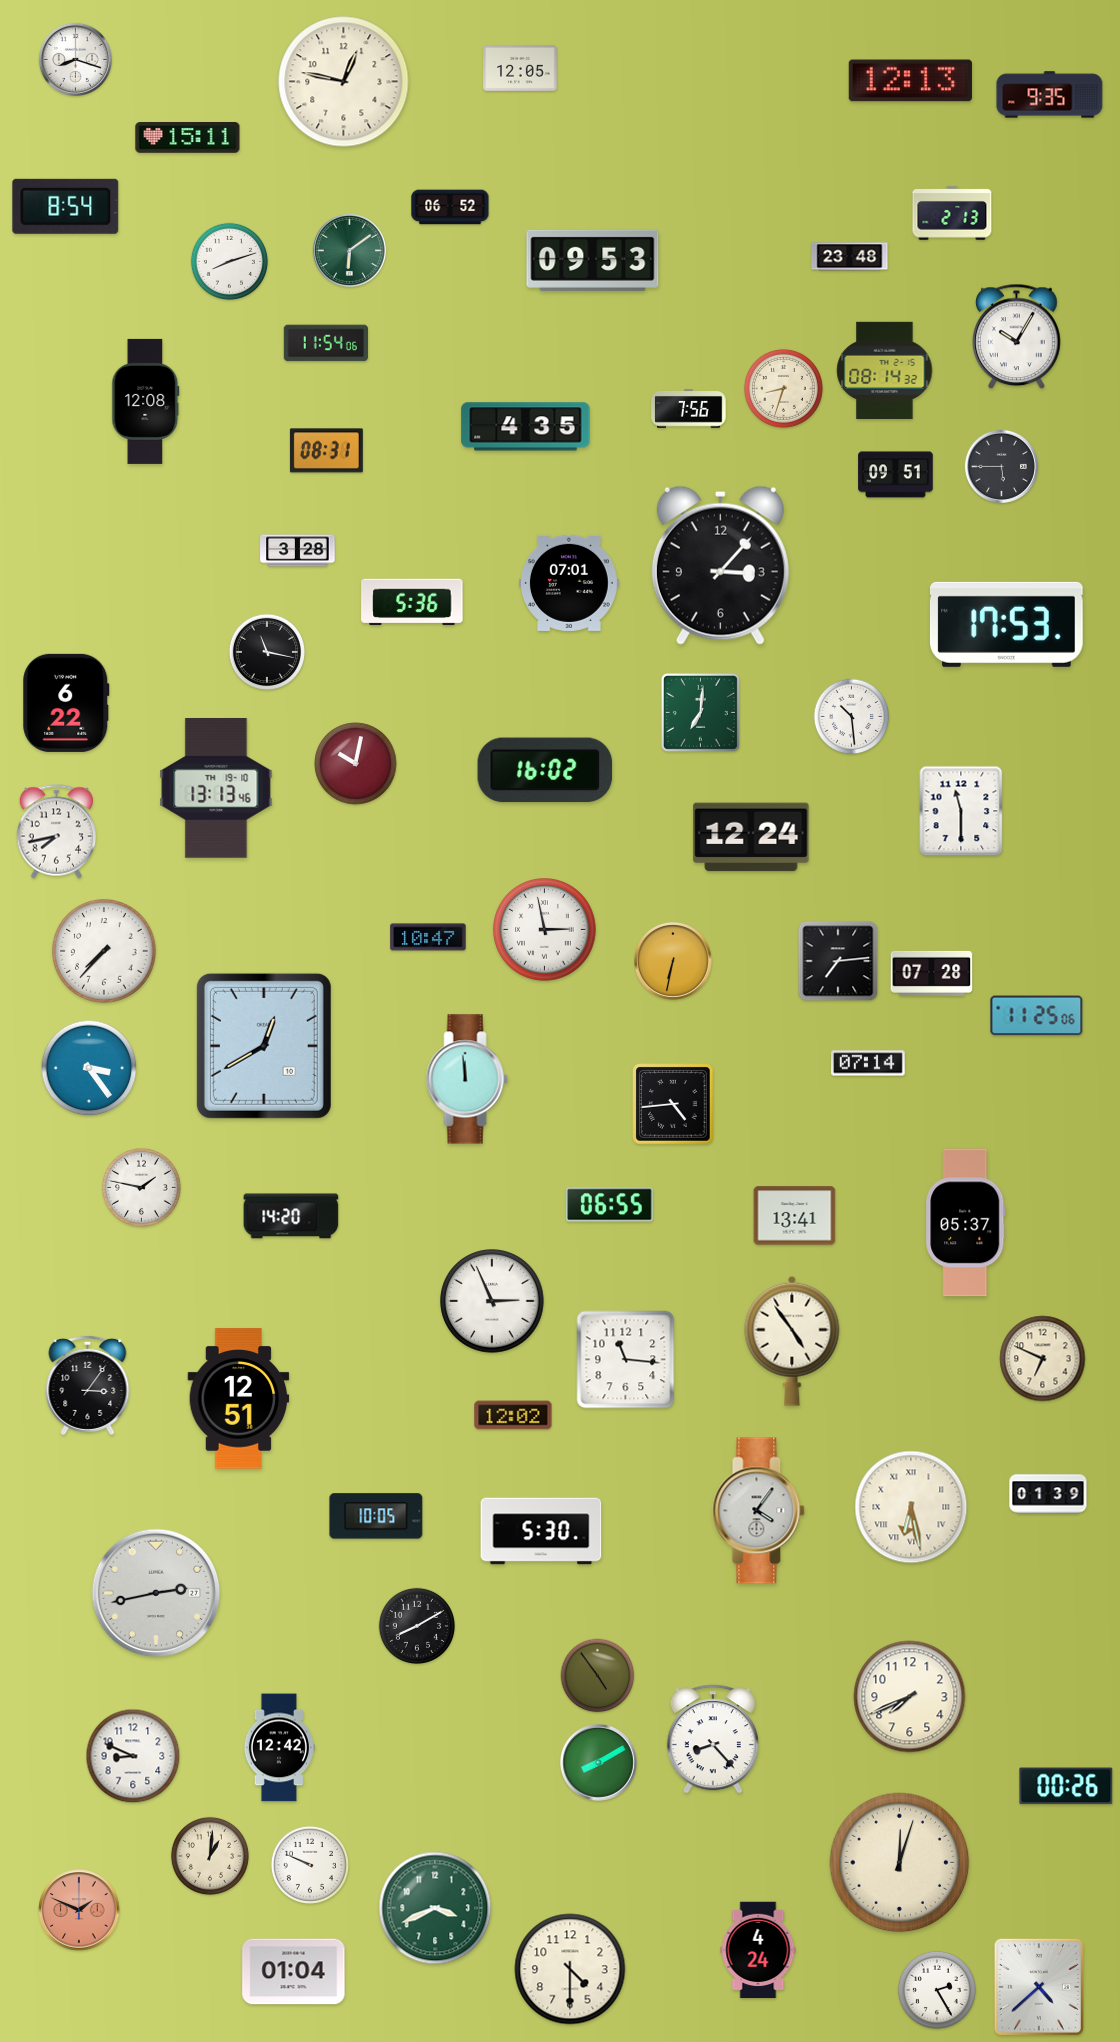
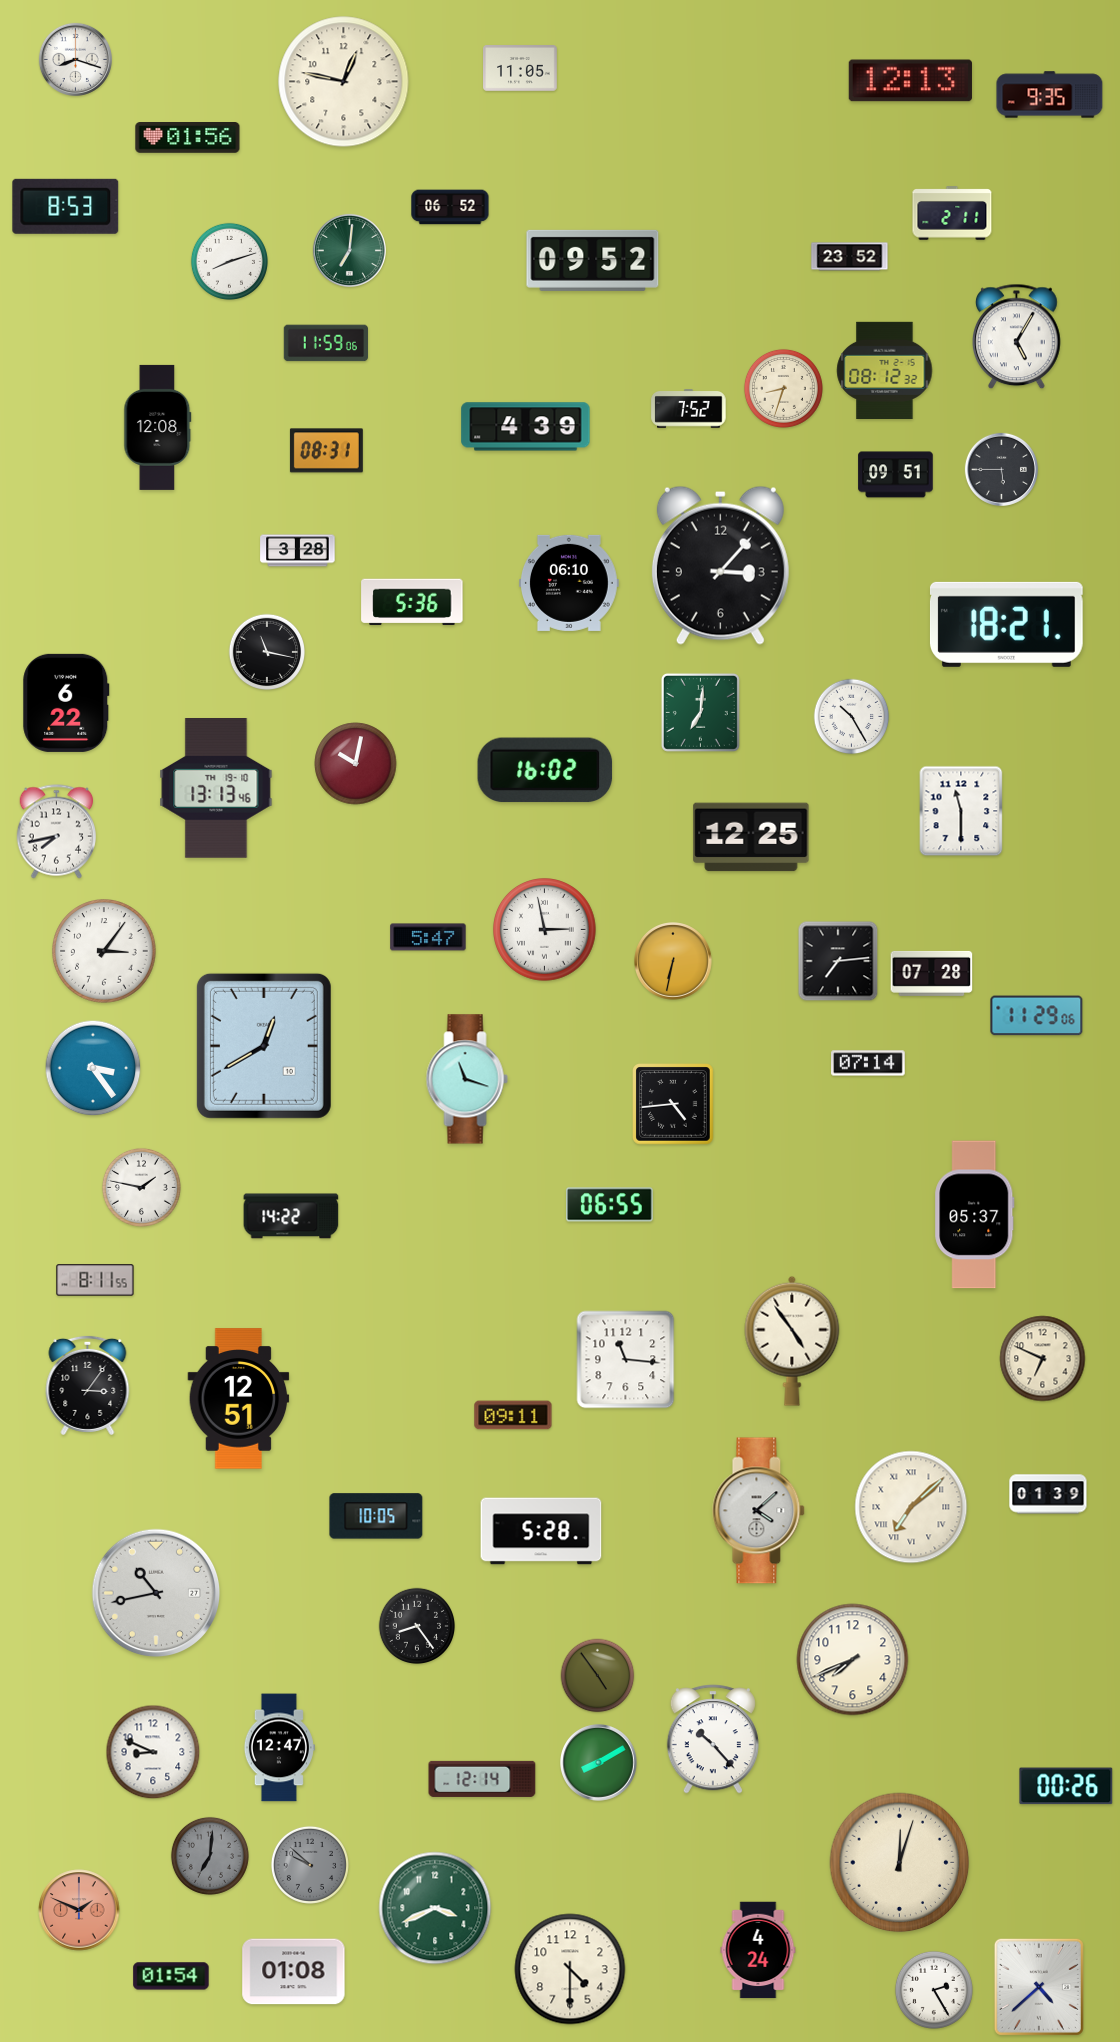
clock at (520, 68): 12:05 -> 11:05
clock at (188, 138): 15:11 -> 01:56
clock at (66, 206): 8:54 -> 8:53
clock at (952, 213): 2:13 -> 2:11
clock at (349, 250): 6:09 -> 7:01
clock at (850, 257): 23:48 -> 23:52
clock at (593, 260): 09:53 -> 09:52
clock at (1017, 337): 10:05 -> 5:05
clock at (326, 343): 11:54 -> 11:59
clock at (885, 370): 08:14 -> 08:12
clock at (146, 401) position: (146, 401) -> (158, 427)
clock at (689, 409): 7:56 -> 7:52
clock at (526, 427): 4:35 -> 4:39
clock at (1001, 466) position: (1001, 466) -> (1001, 469)
clock at (570, 583): 07:01 -> 06:10
clock at (1006, 624): 17:53 -> 18:21
clock at (852, 717): 10:29 -> 10:25
clock at (751, 837): 12:24 -> 12:25
clock at (428, 937): 10:47 -> 5:47
clock at (104, 951): 7:37 -> 3:06
clock at (1037, 1016): 11:25 -> 11:29
clock at (89, 1068) position: (89, 1068) -> (93, 1068)
clock at (467, 1079): 11:59 -> 11:18
clock at (291, 1216): 14:20 -> 14:22
clock at (795, 1216): 13:41 -> none
clock at (966, 1223) position: (966, 1223) -> (975, 1215)
clock at (95, 1280): none -> 8:11
clock at (492, 1301): 2:56 -> none
clock at (513, 1415): 12:02 -> 09:11
clock at (911, 1507): 6:28 -> 7:08
clock at (759, 1511): 4:06 -> 4:08
clock at (541, 1531): 5:30 -> 5:28
clock at (156, 1593): 2:43 -> 10:43
clock at (417, 1626): 8:10 -> 8:24
clock at (910, 1697) position: (910, 1697) -> (853, 1660)
clock at (713, 1739): 8:23 -> 10:23
clock at (279, 1748): 12:42 -> 12:47
clock at (133, 1756) position: (133, 1756) -> (153, 1752)
clock at (482, 1779): none -> 12:14
clock at (210, 1856): 1:01 -> 7:01
clock at (210, 1856) dial: cream -> grey
clock at (310, 1865): 9:49 -> 9:52
clock at (310, 1865) dial: white -> grey
clock at (294, 1972): 01:04 -> 01:08
clock at (171, 1976): none -> 01:54
clock at (937, 1990) position: (937, 1990) -> (934, 1990)
